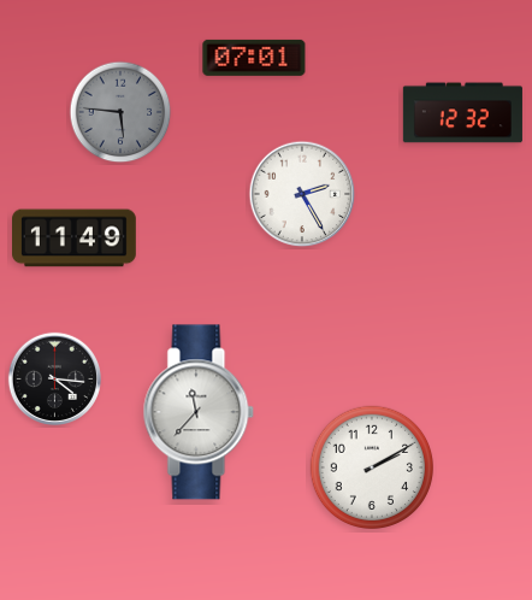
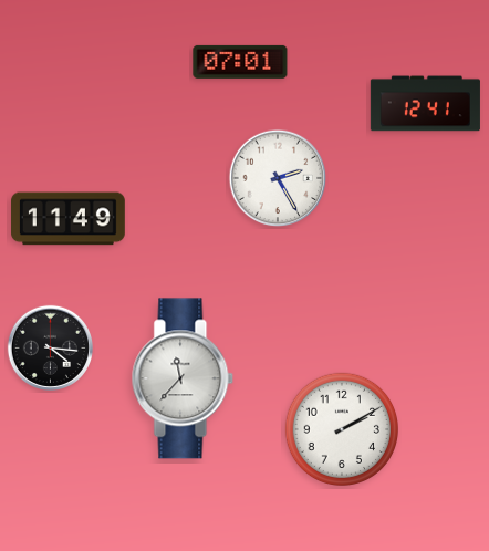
clock at (254, 58) position: (254, 58) -> (240, 62)
clock at (120, 112): 5:46 -> none
clock at (462, 113): 12:32 -> 12:41
